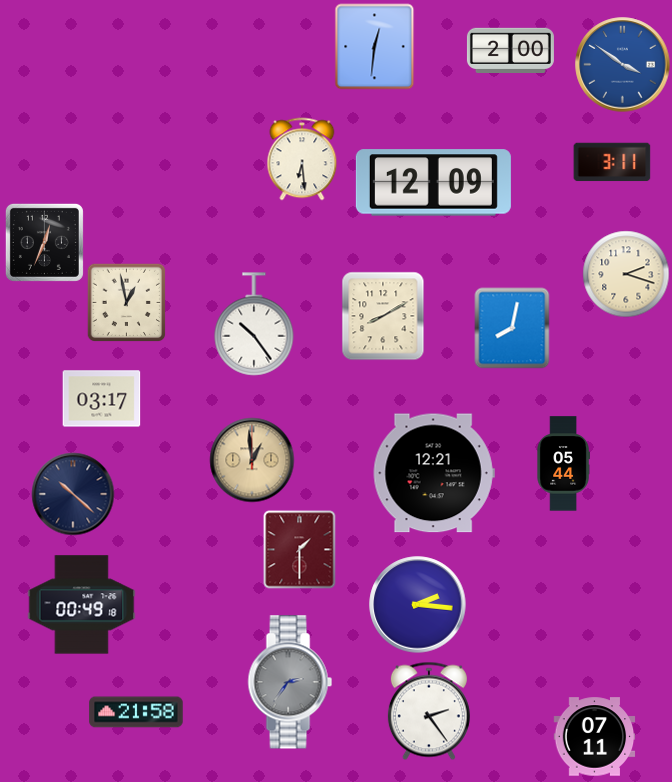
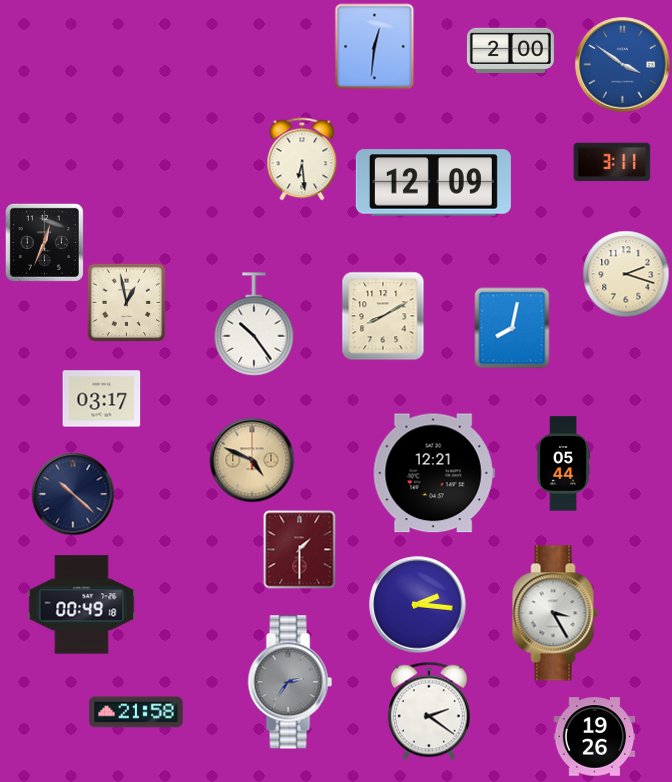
clock at (252, 460): 12:59 -> 4:49
clock at (555, 613): none -> 3:25
clock at (429, 711): 2:24 -> 2:21
clock at (595, 737): 07:11 -> 19:26
